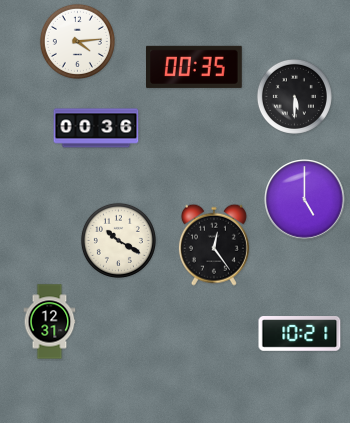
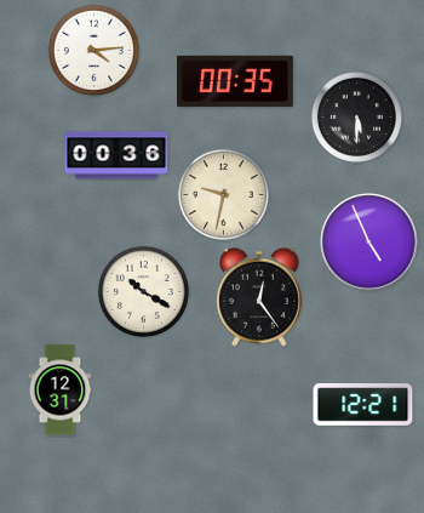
clock at (223, 194): none -> 9:32
clock at (305, 200): 5:00 -> 4:56
clock at (300, 334): 10:21 -> 12:21
